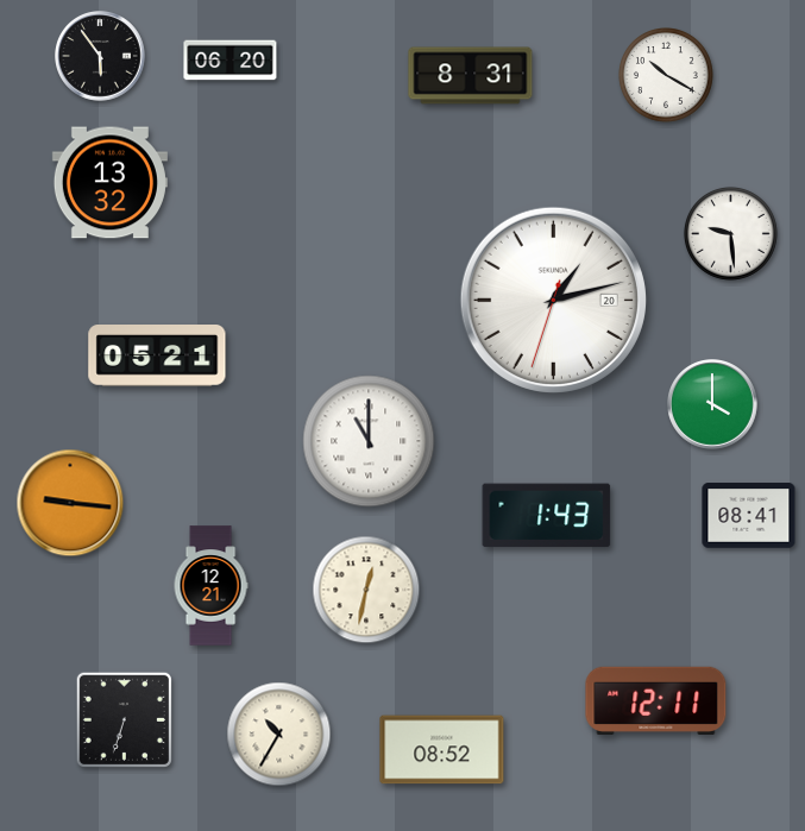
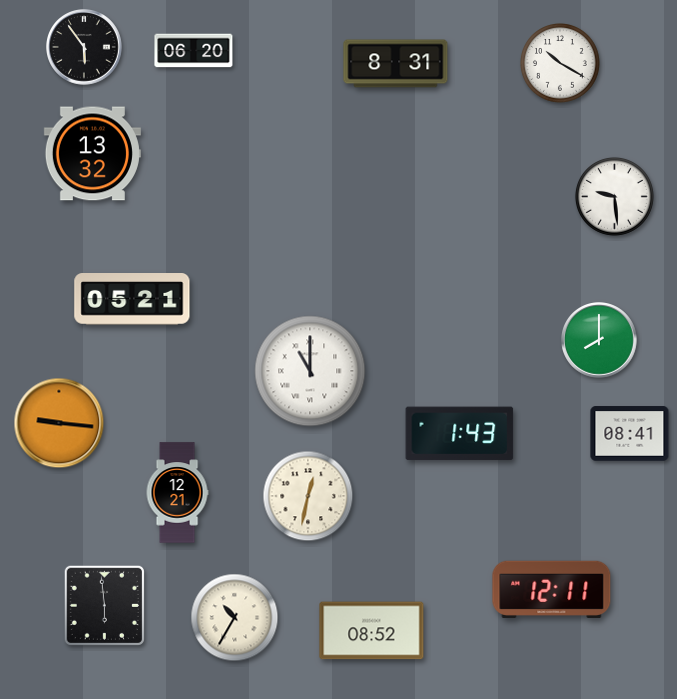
clock at (553, 300): 1:12 -> none
clock at (713, 405): 4:00 -> 8:00
clock at (124, 719): 6:33 -> 5:59
